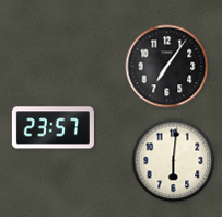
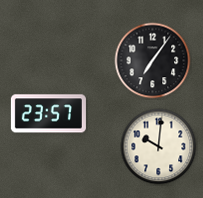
clock at (52, 128) position: (52, 128) -> (48, 114)
clock at (174, 161): 6:01 -> 10:01
